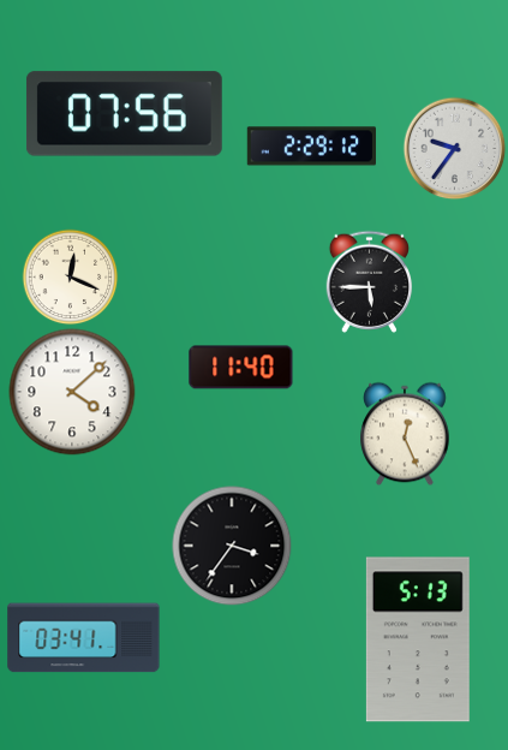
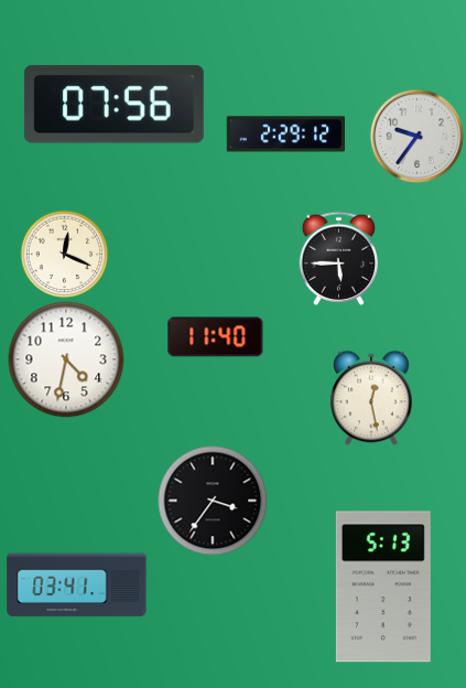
clock at (241, 368) position: (241, 368) -> (216, 337)
clock at (72, 392): 4:08 -> 4:32
clock at (405, 434): 12:26 -> 12:28
